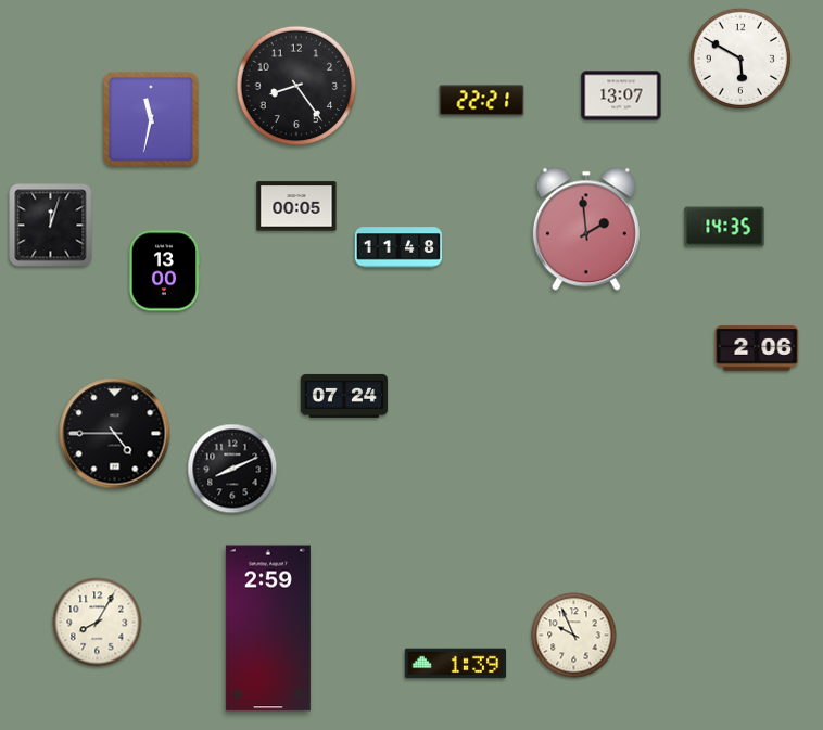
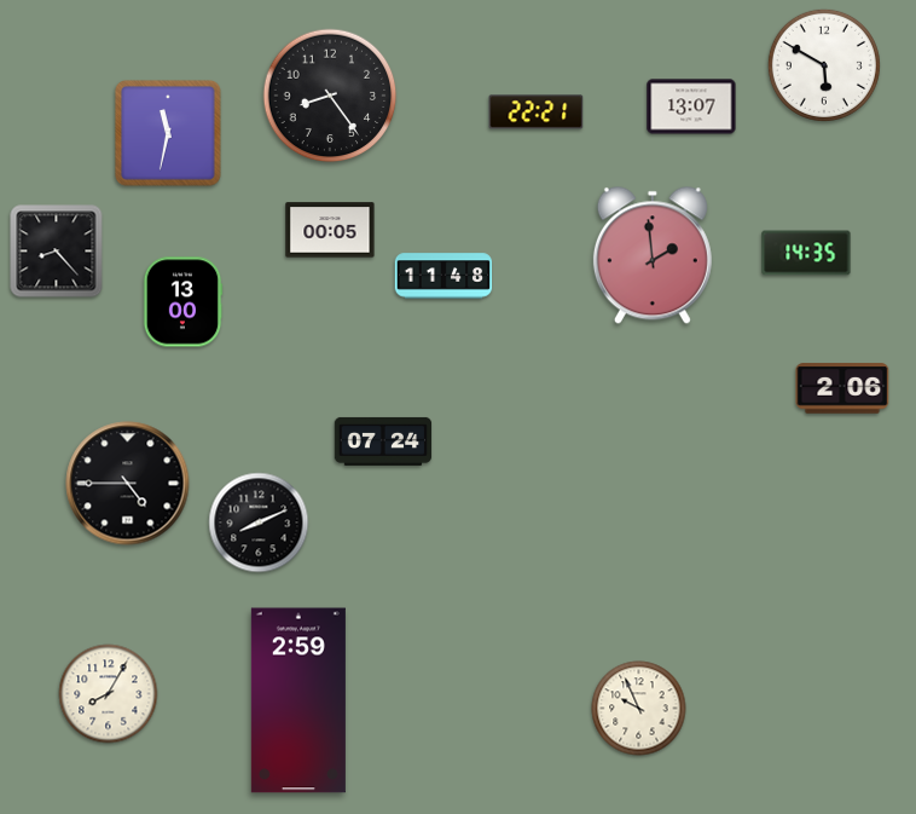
clock at (51, 226): 12:03 -> 8:23
clock at (455, 664): 1:39 -> none
